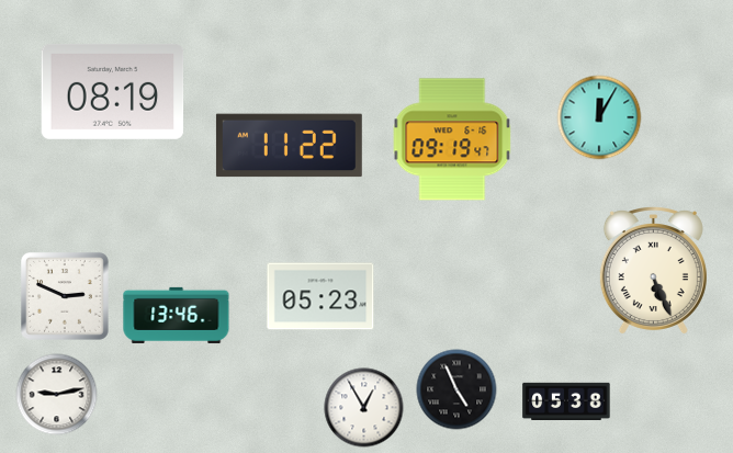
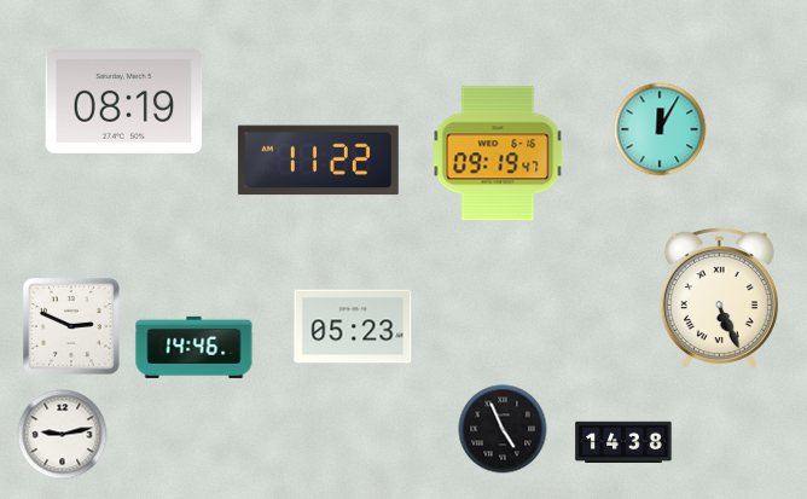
clock at (177, 315): 13:46 -> 14:46
clock at (566, 401): 05:38 -> 14:38
clock at (364, 408): 12:55 -> none
